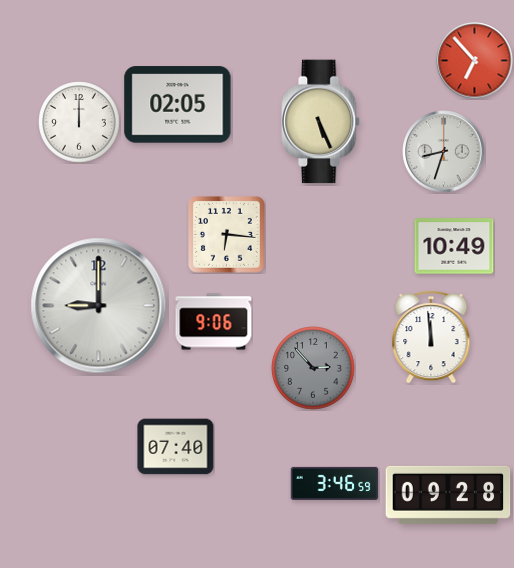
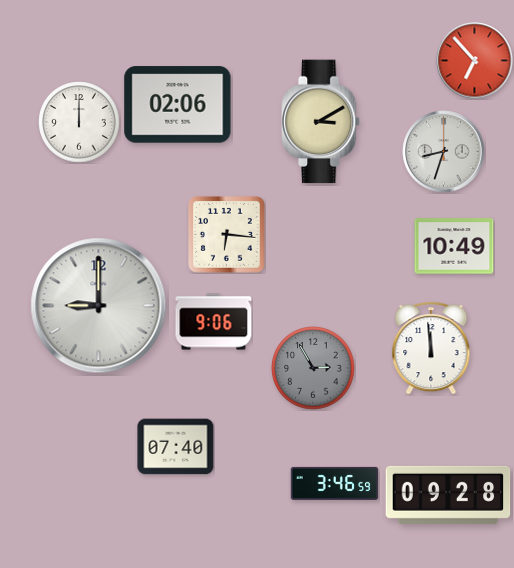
clock at (178, 105): 02:05 -> 02:06
clock at (321, 122): 5:26 -> 3:10
clock at (431, 337) position: (431, 337) -> (431, 348)
clock at (313, 368): 2:53 -> 2:55
